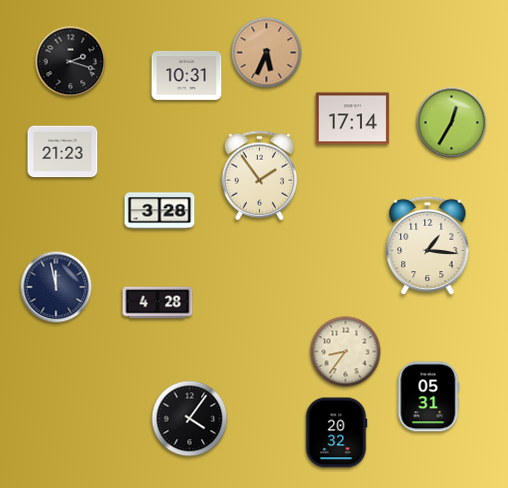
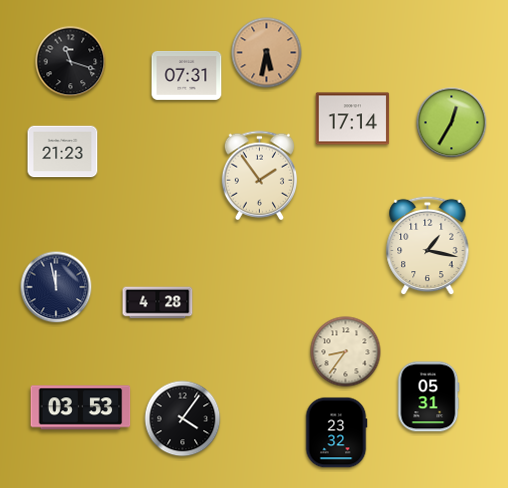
clock at (267, 53): 5:34 -> 5:32
clock at (71, 62): 2:18 -> 11:18
clock at (187, 75): 10:31 -> 07:31
clock at (160, 211): 3:28 -> none
clock at (428, 246): 1:16 -> 1:17
clock at (81, 408): none -> 03:53
clock at (190, 419) position: (190, 419) -> (183, 419)
clock at (336, 433): 20:32 -> 23:32
